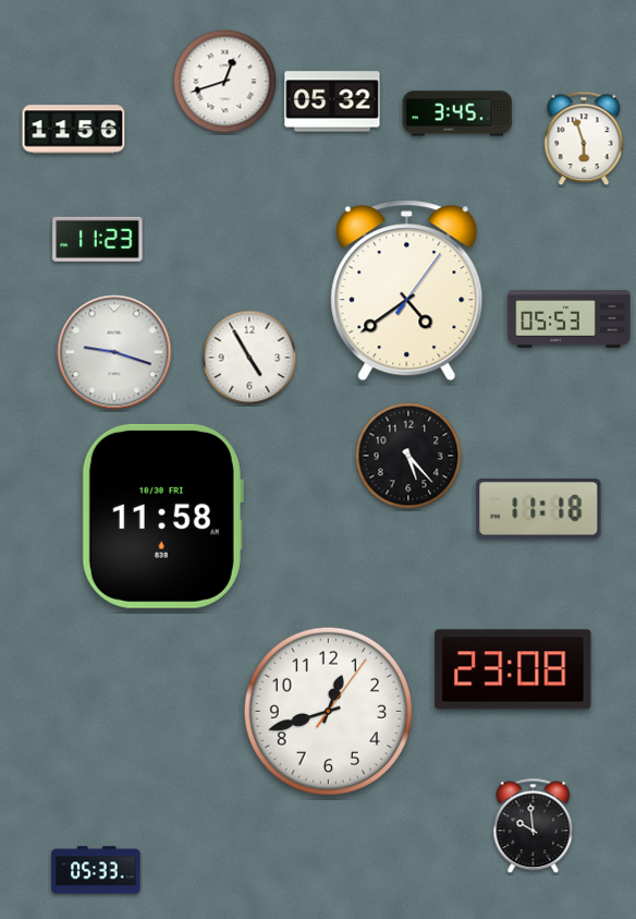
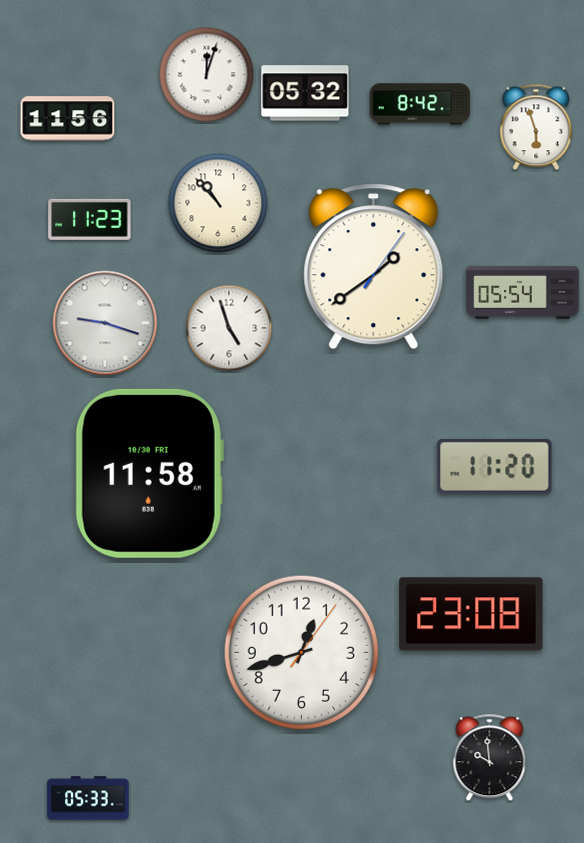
clock at (225, 82): 12:42 -> 12:03
clock at (457, 113): 3:45 -> 8:42
clock at (218, 203): none -> 10:53
clock at (407, 291): 4:39 -> 1:39
clock at (570, 319): 05:53 -> 05:54
clock at (249, 358): 4:55 -> 4:57
clock at (408, 456): 5:23 -> none
clock at (539, 508): 11:18 -> 11:20
